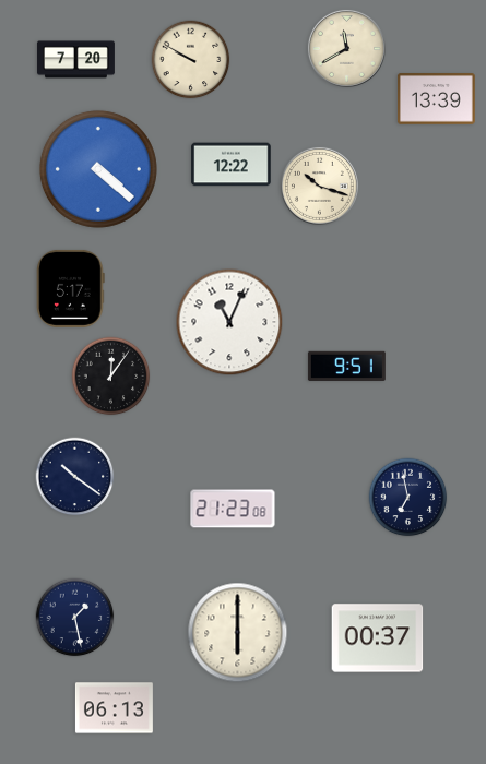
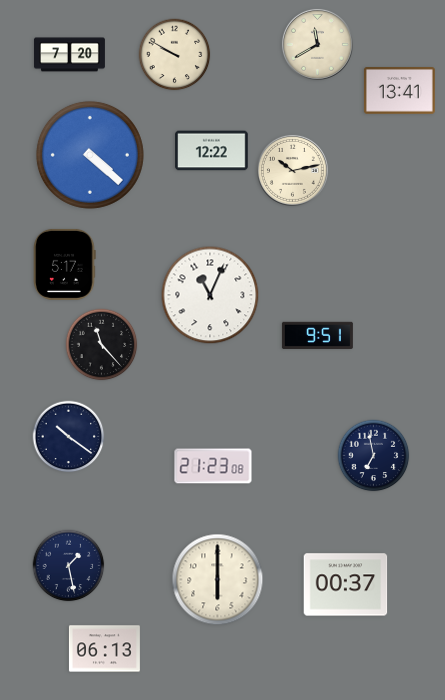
clock at (436, 99): 13:39 -> 13:41
clock at (319, 186): 10:18 -> 10:13
clock at (111, 377): 12:06 -> 11:23
